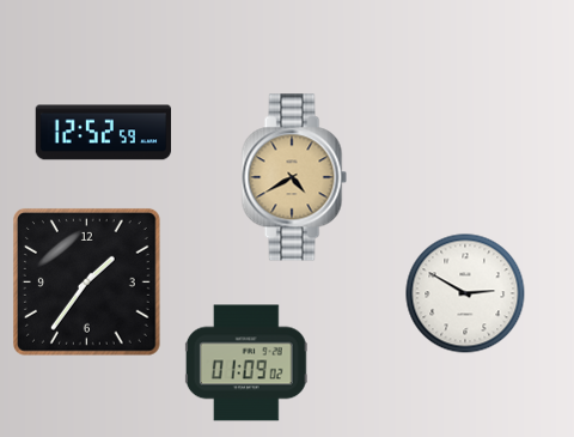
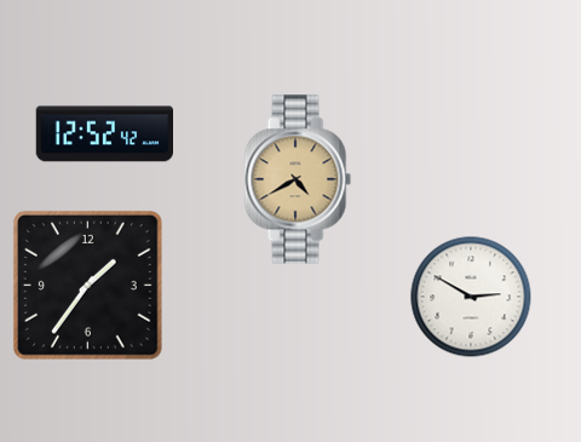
clock at (103, 133): 12:52:59 -> 12:52:42
clock at (246, 363): 01:09 -> none
